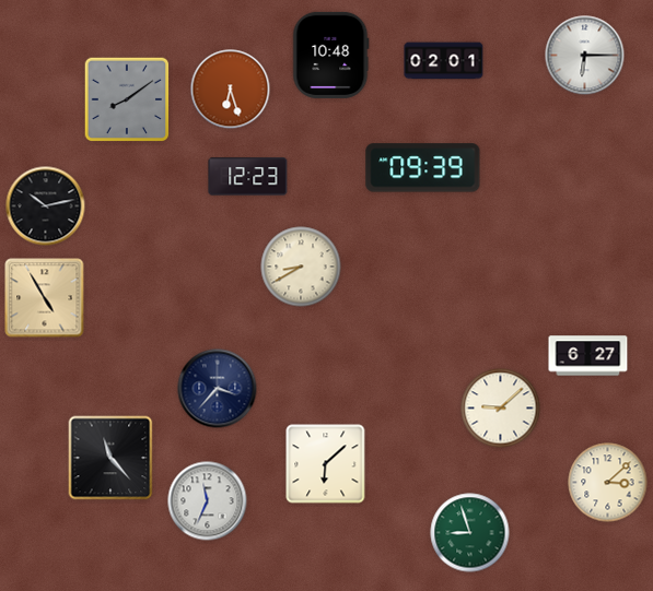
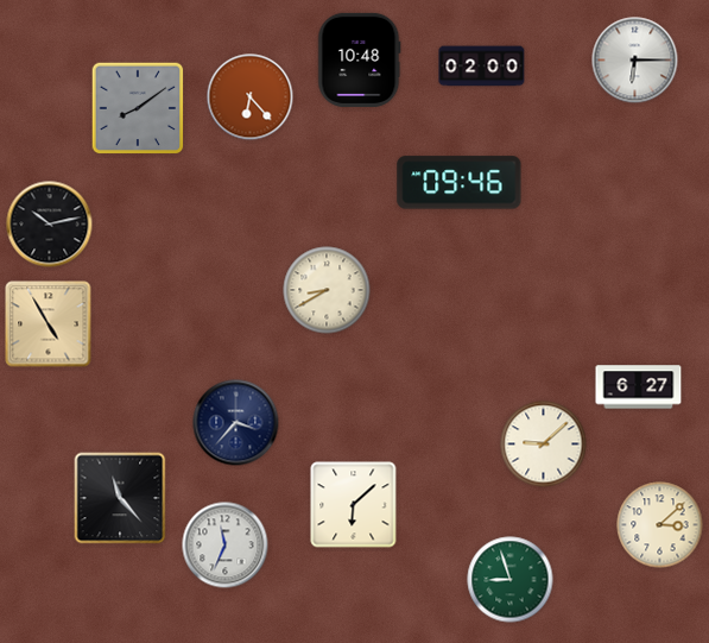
clock at (444, 61): 02:01 -> 02:00
clock at (231, 90): 6:27 -> 6:23
clock at (423, 168): 09:39 -> 09:46
clock at (248, 177): 12:23 -> none
